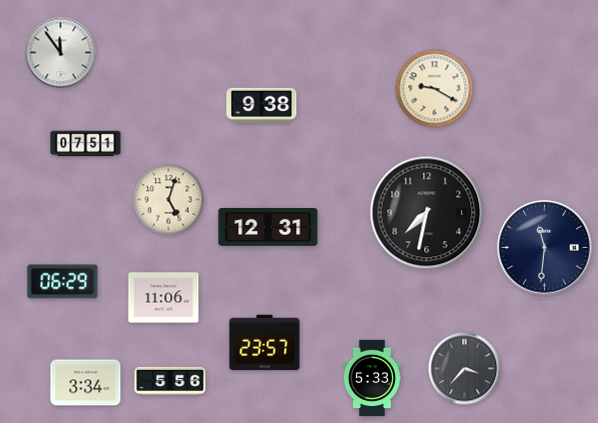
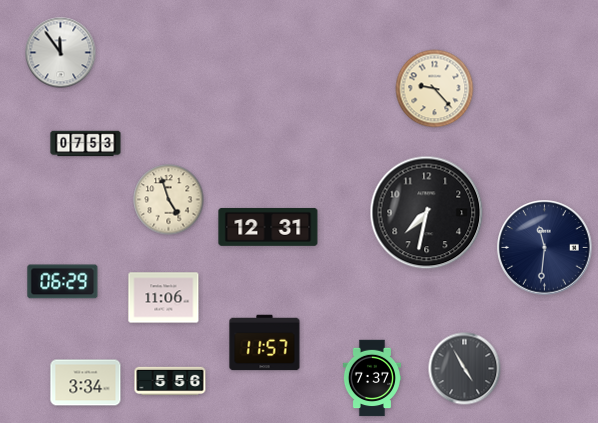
clock at (435, 89): 9:20 -> 9:23
clock at (262, 105): 9:38 -> none
clock at (86, 144): 07:51 -> 07:53
clock at (169, 200): 5:03 -> 4:57
clock at (265, 343): 23:57 -> 11:57
clock at (465, 369): 3:37 -> 4:55
clock at (372, 378): 5:33 -> 7:37
